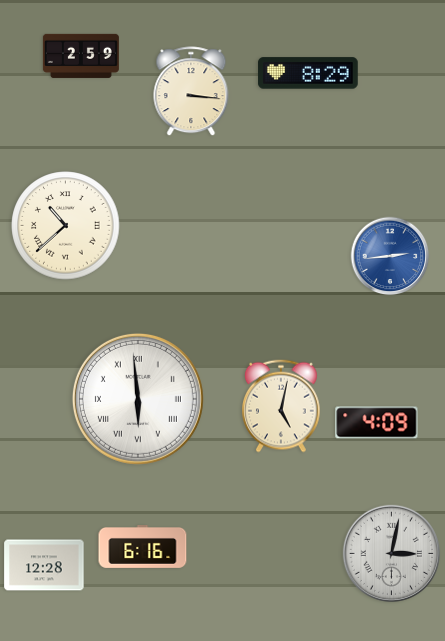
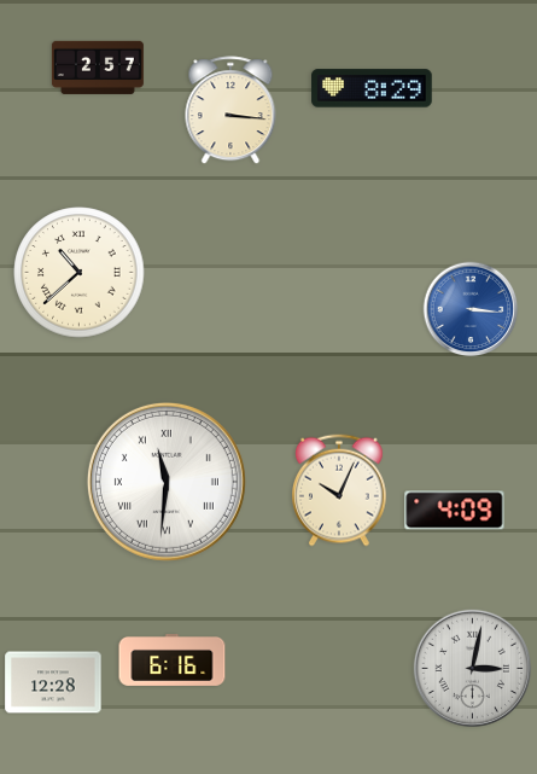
clock at (81, 56): 2:59 -> 2:57
clock at (390, 256): 2:44 -> 3:16
clock at (138, 399): 5:59 -> 11:31
clock at (282, 406): 5:02 -> 10:04
